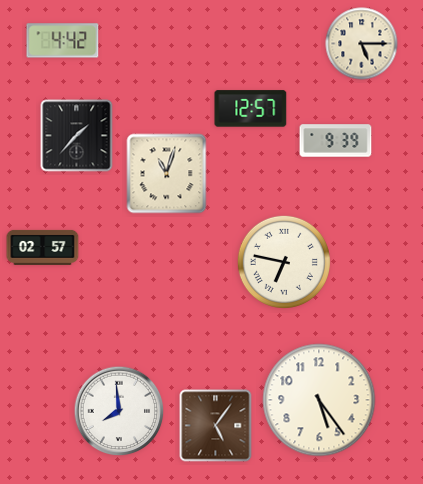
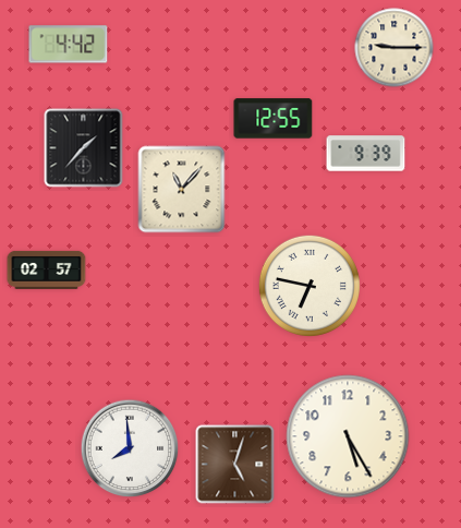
clock at (362, 44): 5:15 -> 9:15
clock at (251, 109): 12:57 -> 12:55
clock at (167, 174): 11:03 -> 11:07
clock at (319, 400): 5:24 -> 5:25
clock at (216, 426): 5:06 -> 5:03
